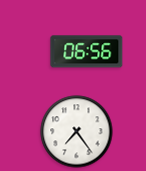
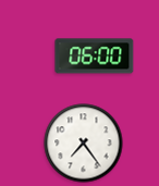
clock at (87, 52): 06:56 -> 06:00
